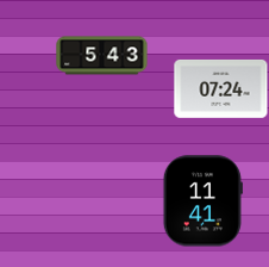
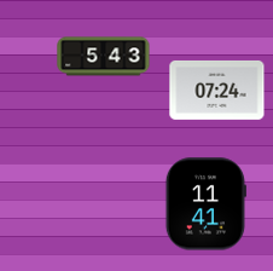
clock at (221, 89) position: (221, 89) -> (217, 91)
